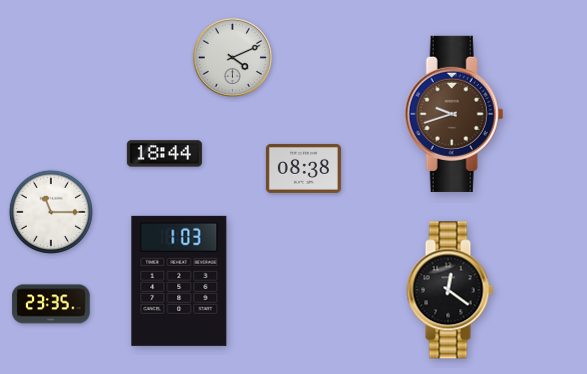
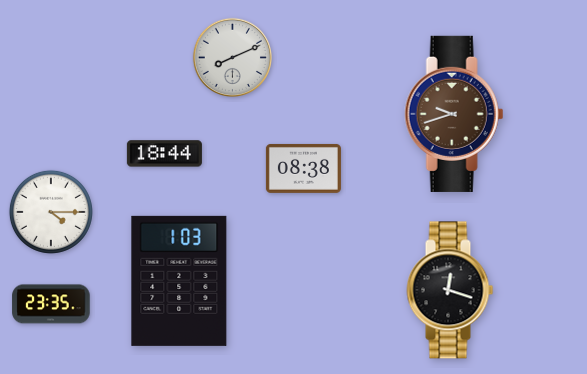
clock at (232, 57): 4:11 -> 8:11
clock at (51, 212): 11:15 -> 4:15
clock at (450, 290): 12:21 -> 12:18
